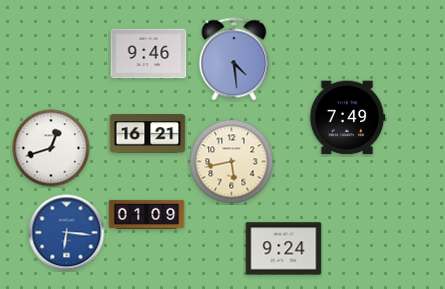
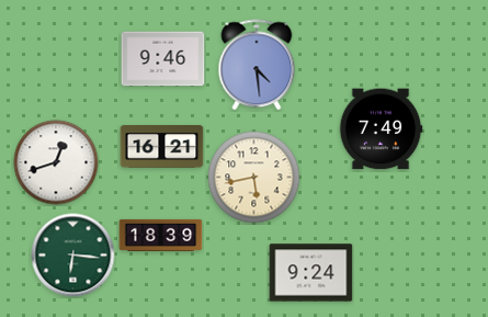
clock at (147, 214): 01:09 -> 18:39
clock at (67, 233) dial: blue -> green
